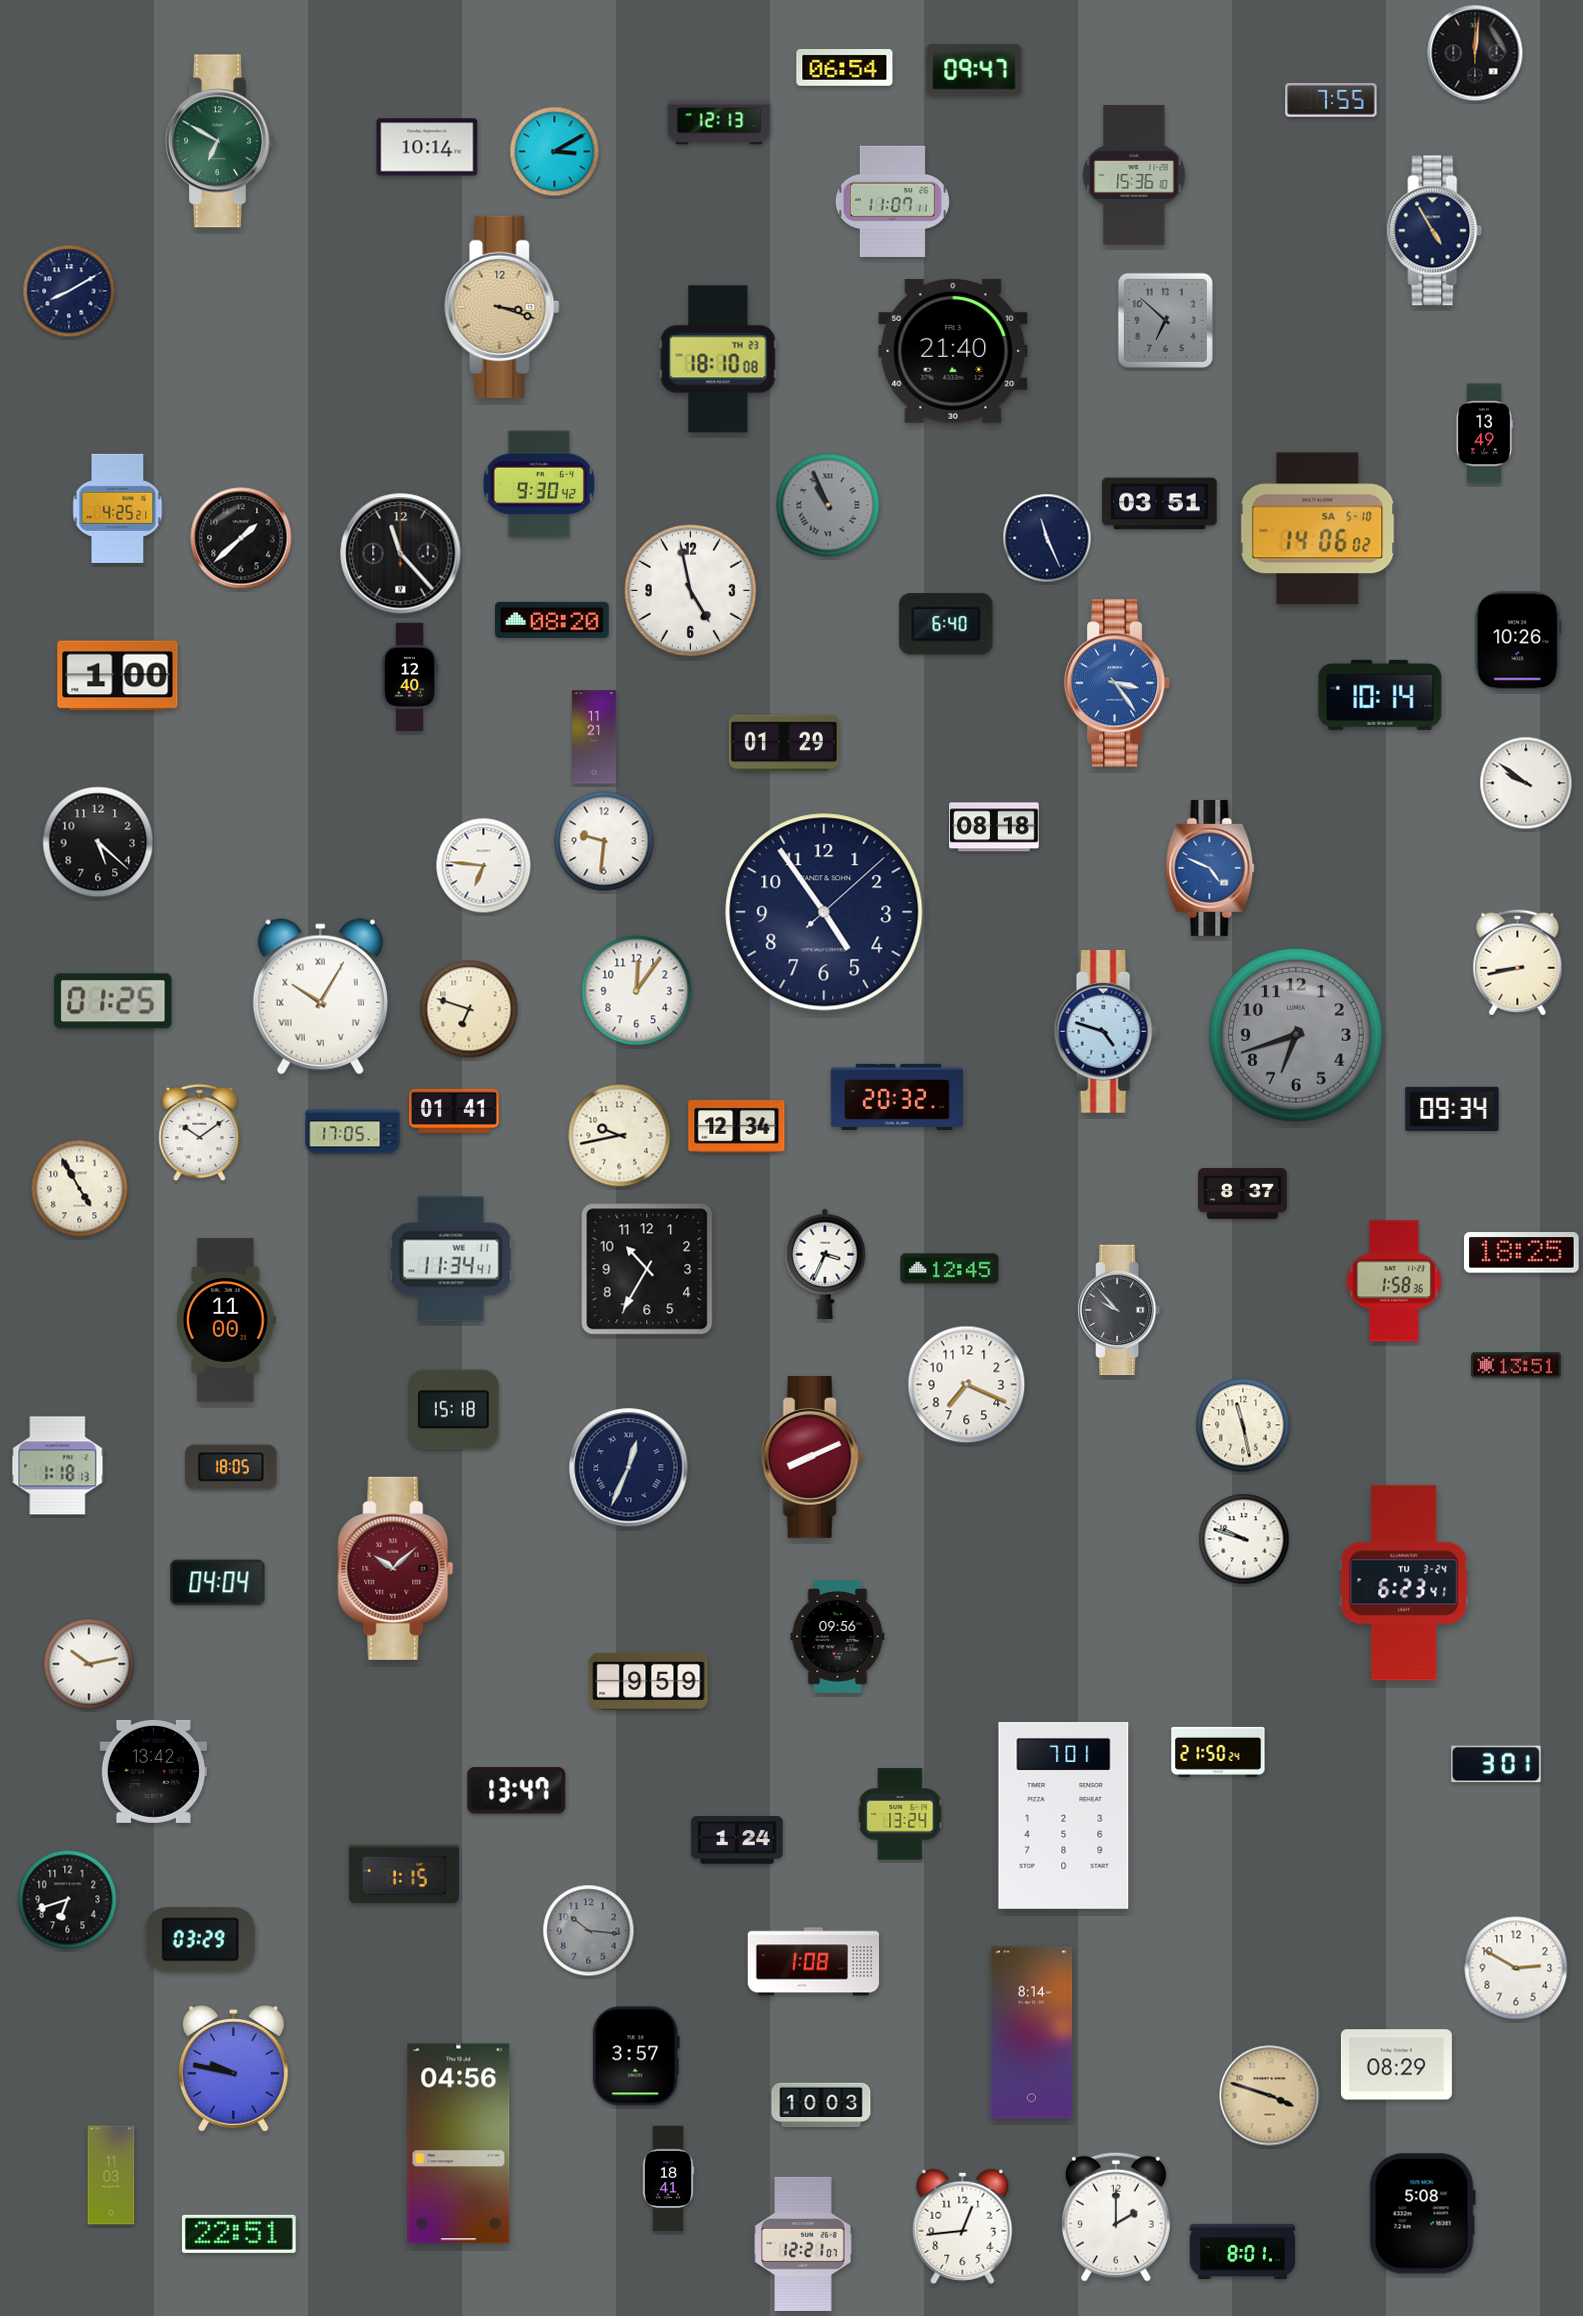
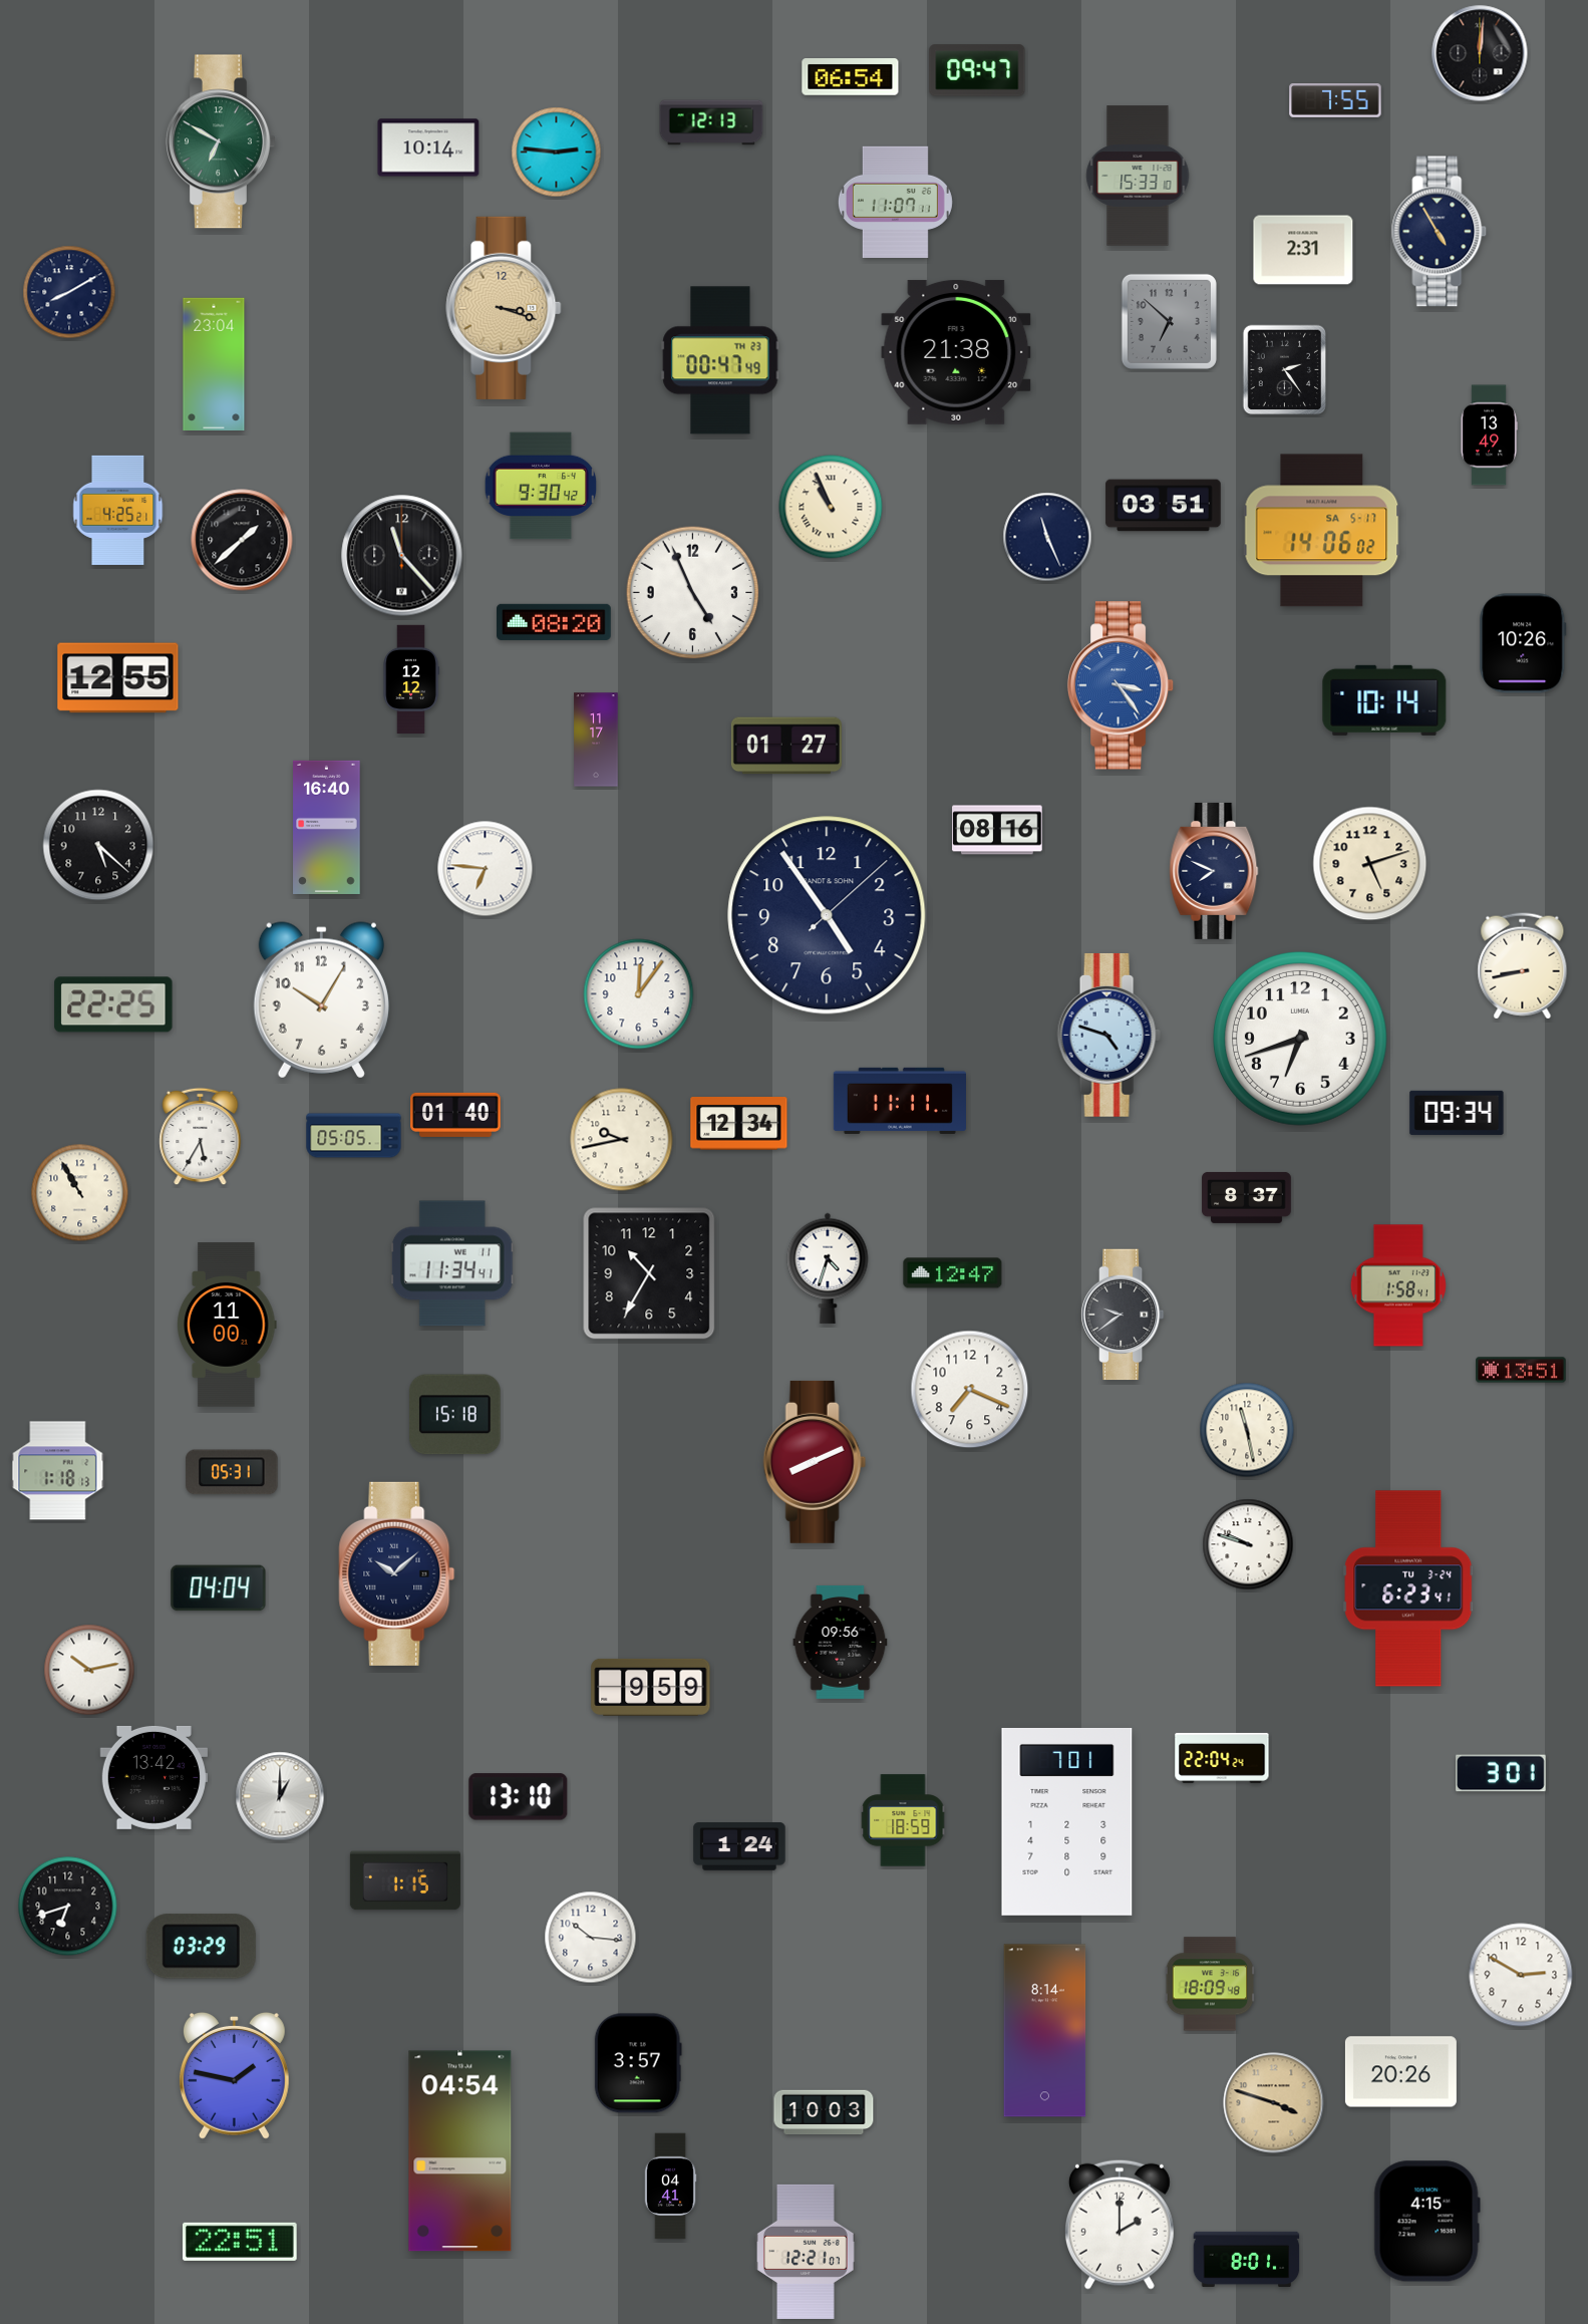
clock at (845, 68) position: (845, 68) -> (851, 77)
clock at (719, 122) position: (719, 122) -> (711, 122)
clock at (555, 152): 3:10 -> 2:46
clock at (1134, 175): 15:36 -> 15:33
clock at (1303, 250): none -> 2:31
clock at (953, 351): 21:40 -> 21:38
clock at (718, 359): 18:10 -> 00:47
clock at (214, 363): none -> 23:04
clock at (1285, 370): none -> 2:24
clock at (828, 505) dial: grey -> cream
clock at (1318, 529) date: SA 5-10 -> SA 5-17
clock at (1047, 538) position: (1047, 538) -> (1047, 537)
clock at (691, 591): 4:58 -> 4:56
clock at (946, 624): 6:40 -> none
clock at (118, 676): 1:00 -> 12:55
clock at (410, 676): 12:40 -> 12:12
clock at (1380, 695) position: (1380, 695) -> (1384, 700)
clock at (594, 737): 11:21 -> 11:17
clock at (784, 743): 01:29 -> 01:27
clock at (1526, 783): 9:51 -> none
clock at (327, 827): none -> 16:40
clock at (994, 827): 08:18 -> 08:16
clock at (604, 841): 9:31 -> none
clock at (1370, 864): none -> 5:12
clock at (1210, 868): 4:49 -> 7:49
clock at (1210, 868) dial: blue -> navy
clock at (320, 997) numerals: Roman -> Arabic
clock at (113, 1001): 01:25 -> 22:25
clock at (469, 1009): 6:48 -> none
clock at (1296, 1035) dial: grey -> white
clock at (896, 1097): 20:32 -> 11:11
clock at (454, 1111): 01:41 -> 01:40
clock at (737, 1127) position: (737, 1127) -> (739, 1124)
clock at (353, 1132): 17:05 -> 05:05
clock at (200, 1133): 10:09 -> 5:35
clock at (80, 1189): 4:55 -> 10:55
clock at (1522, 1253): 18:25 -> none
clock at (825, 1264): 3:34 -> 4:33
clock at (950, 1269): 12:45 -> 12:47
clock at (1394, 1281): 1:58:36 -> 1:58:41
clock at (1119, 1310): 9:53 -> 9:39
clock at (231, 1467): 18:05 -> 05:31
clock at (629, 1468): 12:34 -> none
clock at (396, 1568) dial: burgundy -> navy
clock at (1218, 1752): 21:50 -> 22:04
clock at (1496, 1764) position: (1496, 1764) -> (1501, 1773)
clock at (280, 1796): none -> 1:00
clock at (517, 1791): 13:47 -> 13:10
clock at (900, 1814): 13:24 -> 18:59
clock at (589, 1931) dial: grey -> white
clock at (814, 1962): 1:08 -> none
clock at (1210, 1984): none -> 18:09
clock at (1032, 2033) position: (1032, 2033) -> (1045, 2031)
clock at (1396, 2065): 08:29 -> 20:26
clock at (233, 2068): 9:47 -> 1:47
clock at (459, 2144): 04:56 -> 04:54
clock at (111, 2175): 11:03 -> none
clock at (668, 2179): 18:41 -> 04:41
clock at (1422, 2214): 5:08 -> 4:15
clock at (963, 2226): 12:44 -> none
